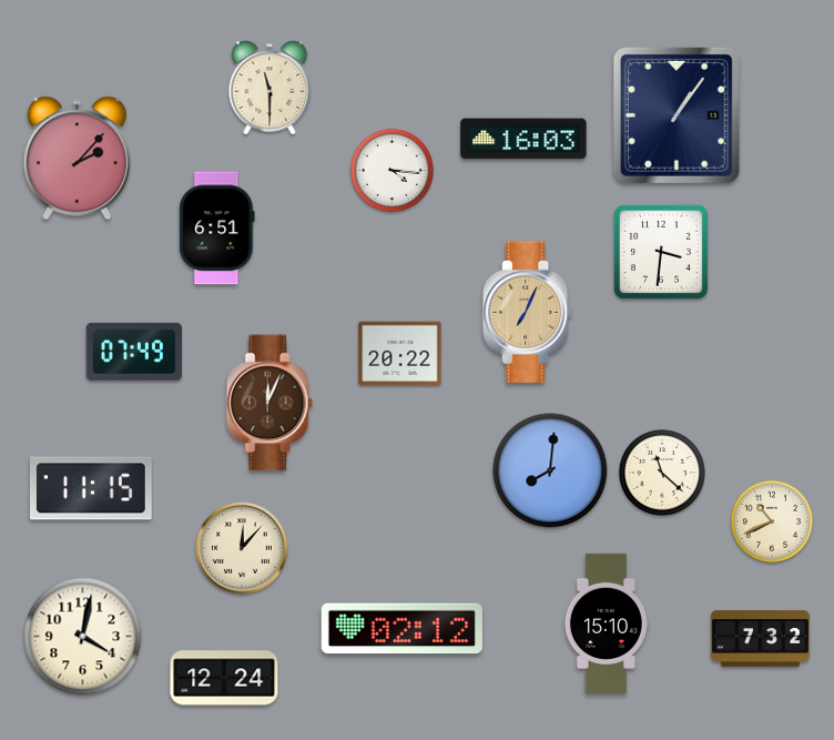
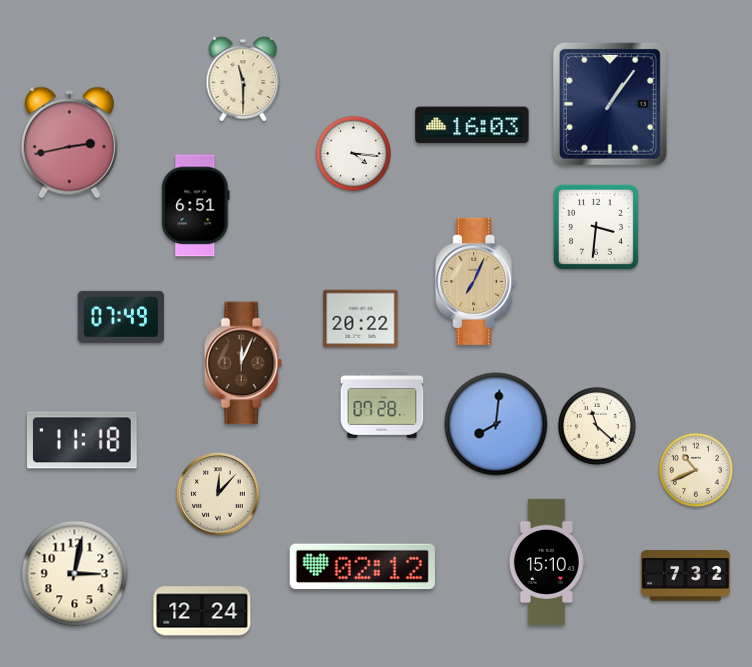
clock at (77, 159): 2:07 -> 2:43
clock at (382, 406): none -> 07:28
clock at (91, 488): 11:15 -> 11:18
clock at (83, 637): 4:02 -> 3:02
